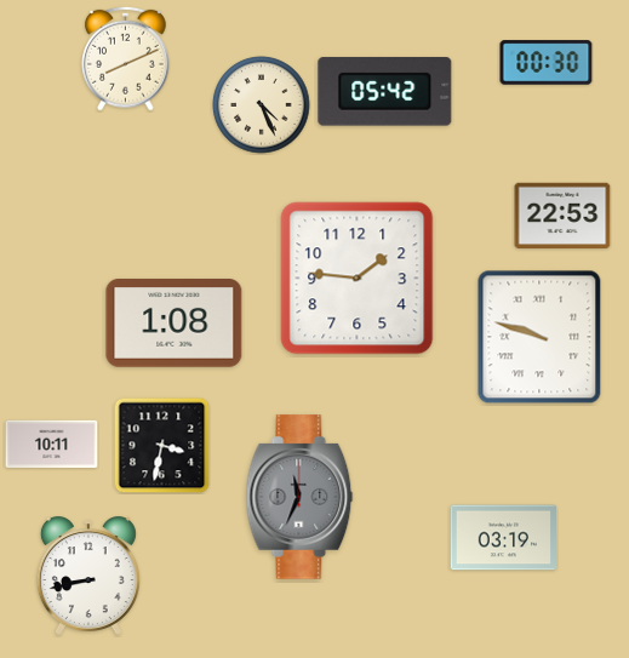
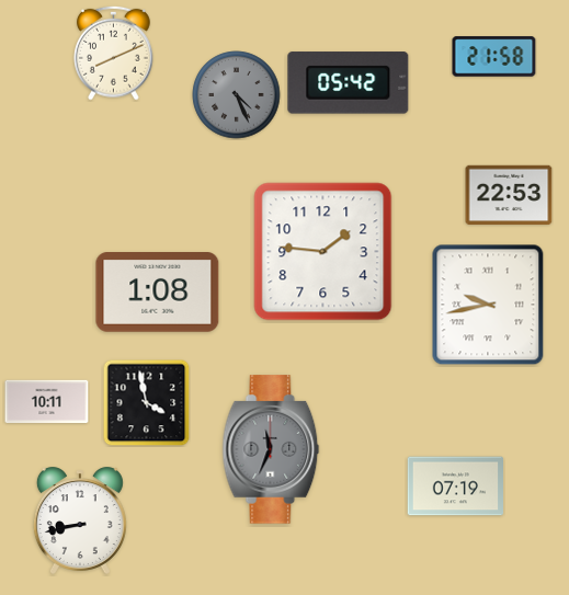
clock at (547, 63): 00:30 -> 21:58
clock at (262, 105) dial: cream -> grey
clock at (539, 337): 9:48 -> 9:43
clock at (162, 446): 3:32 -> 3:58
clock at (504, 538): 03:19 -> 07:19
